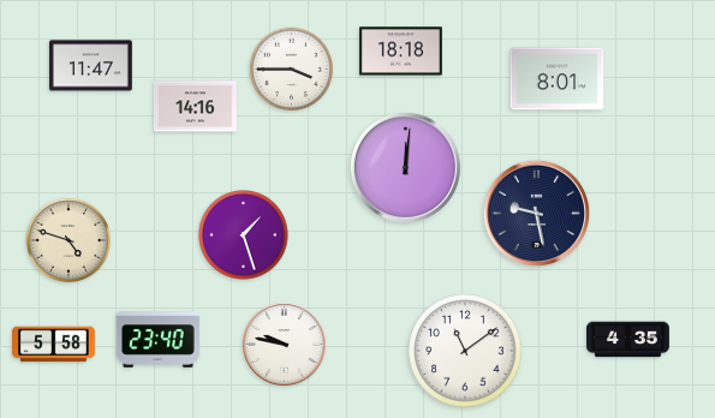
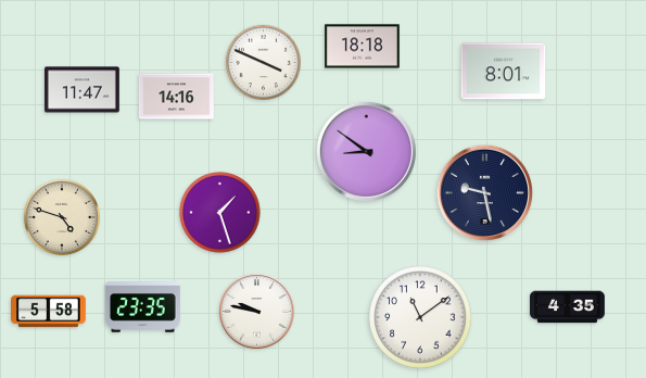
clock at (90, 66) position: (90, 66) -> (81, 90)
clock at (291, 68): 3:45 -> 3:49
clock at (405, 167): 12:01 -> 8:51
clock at (159, 340): 23:40 -> 23:35
